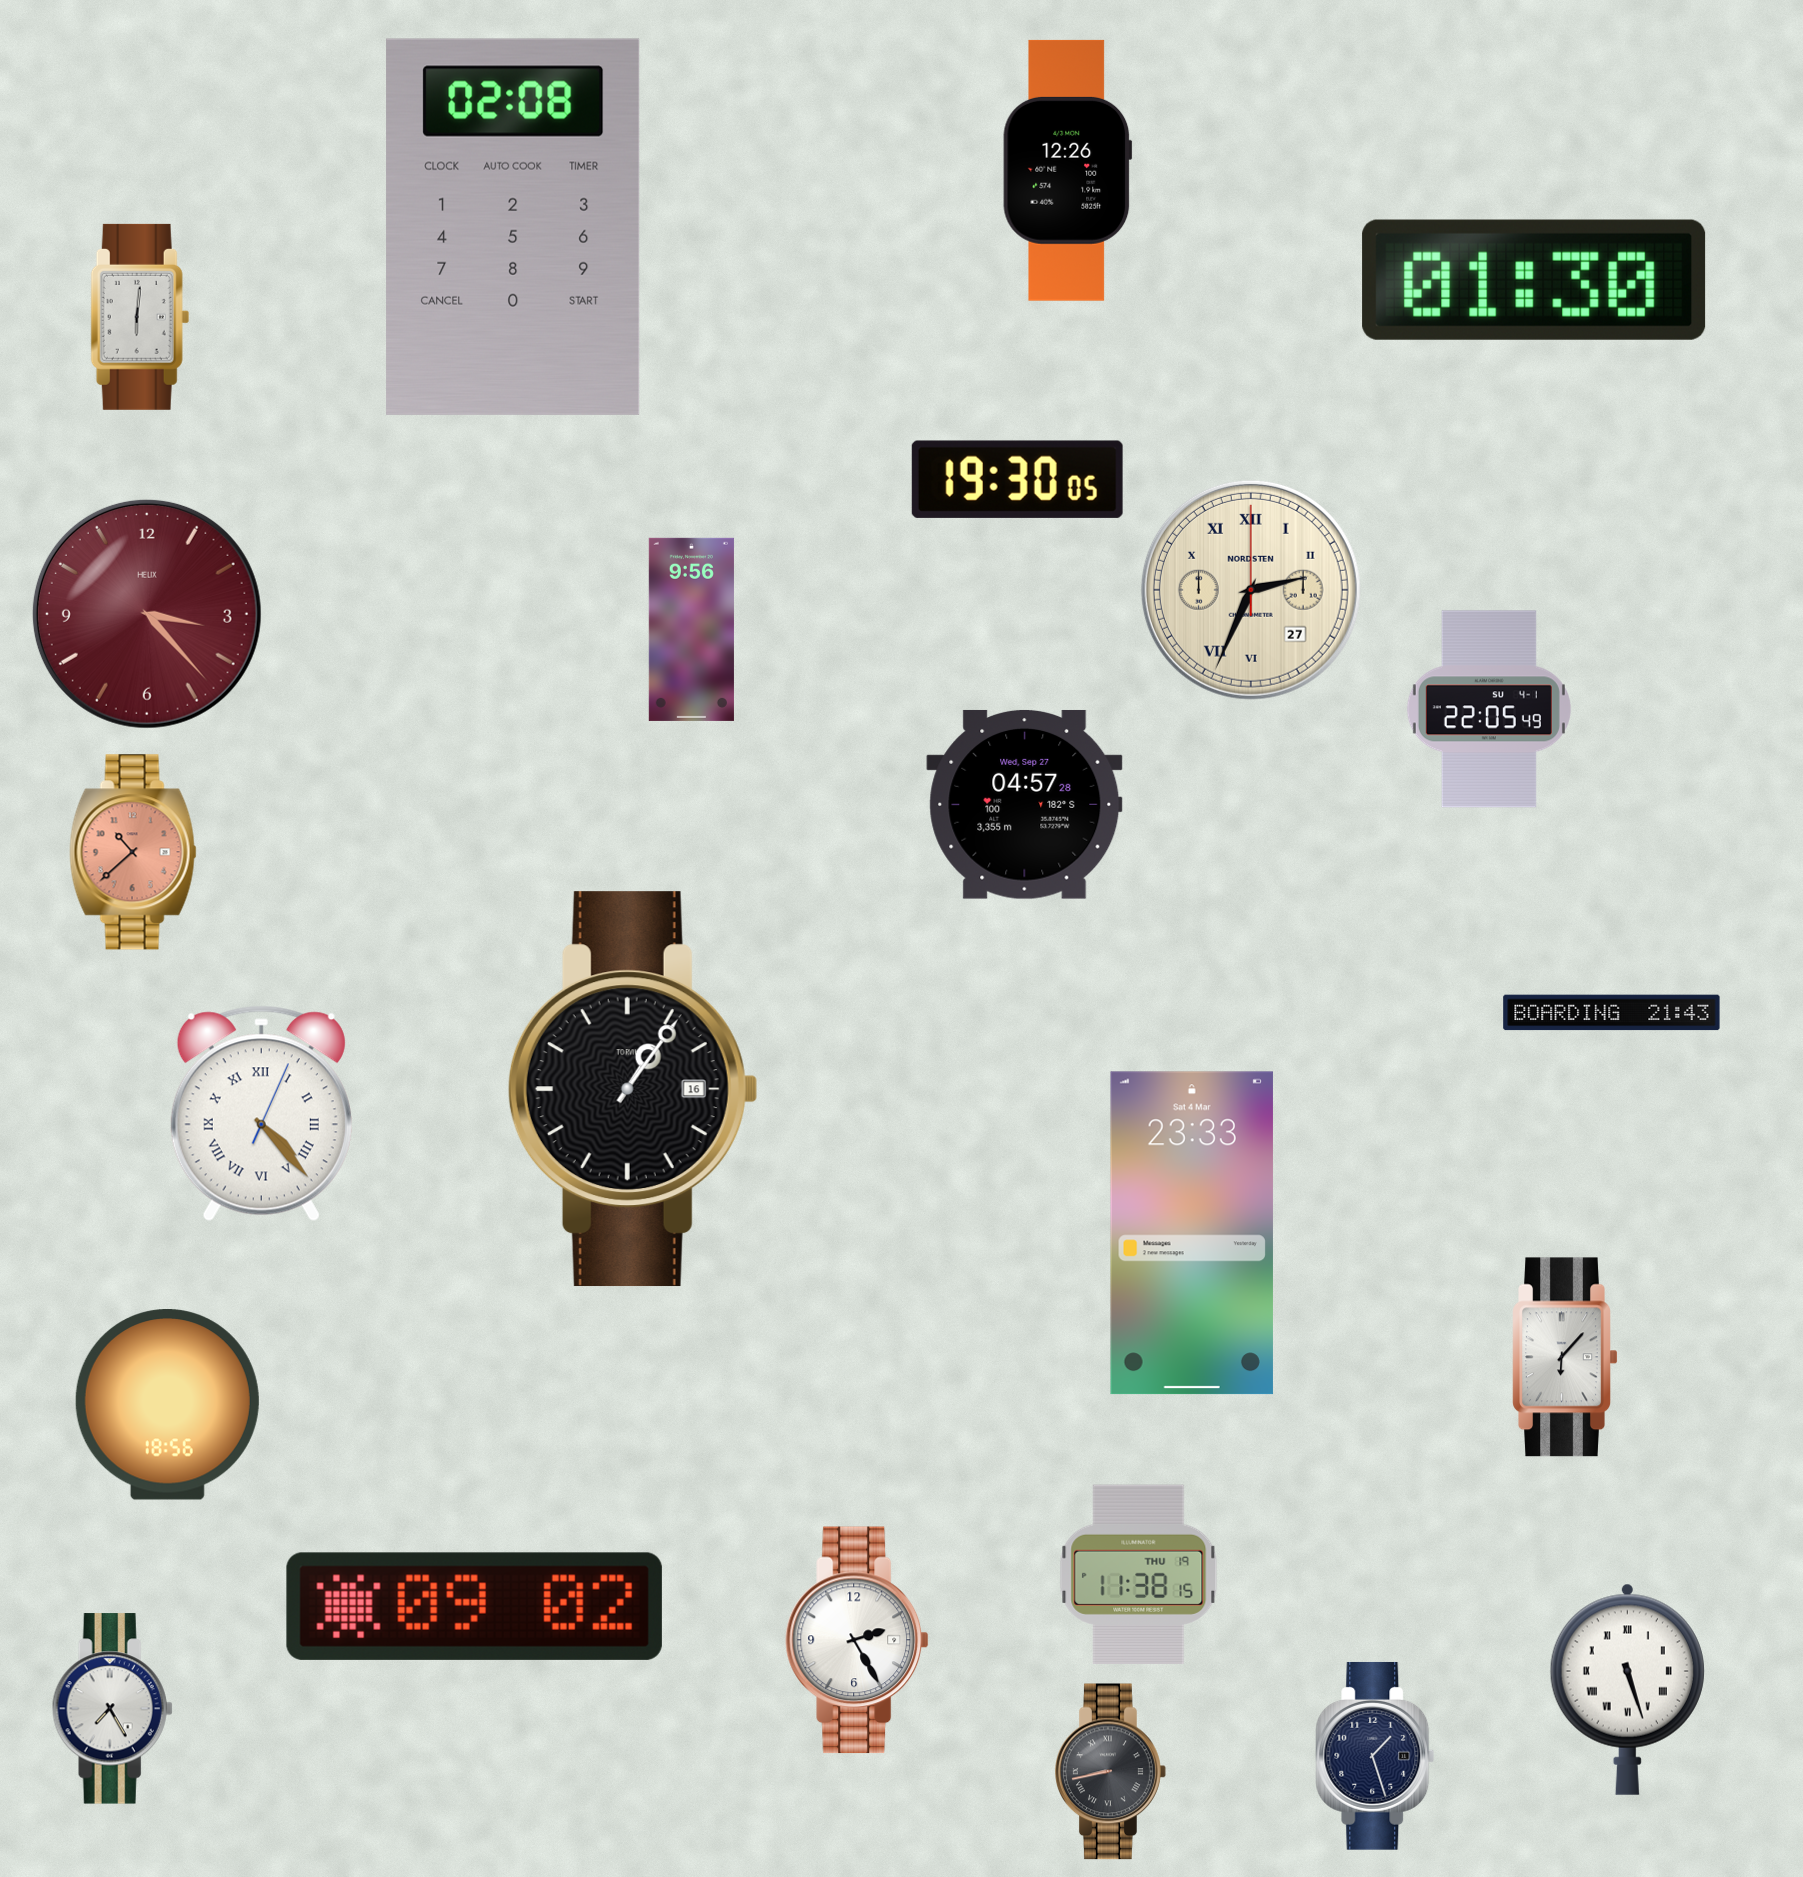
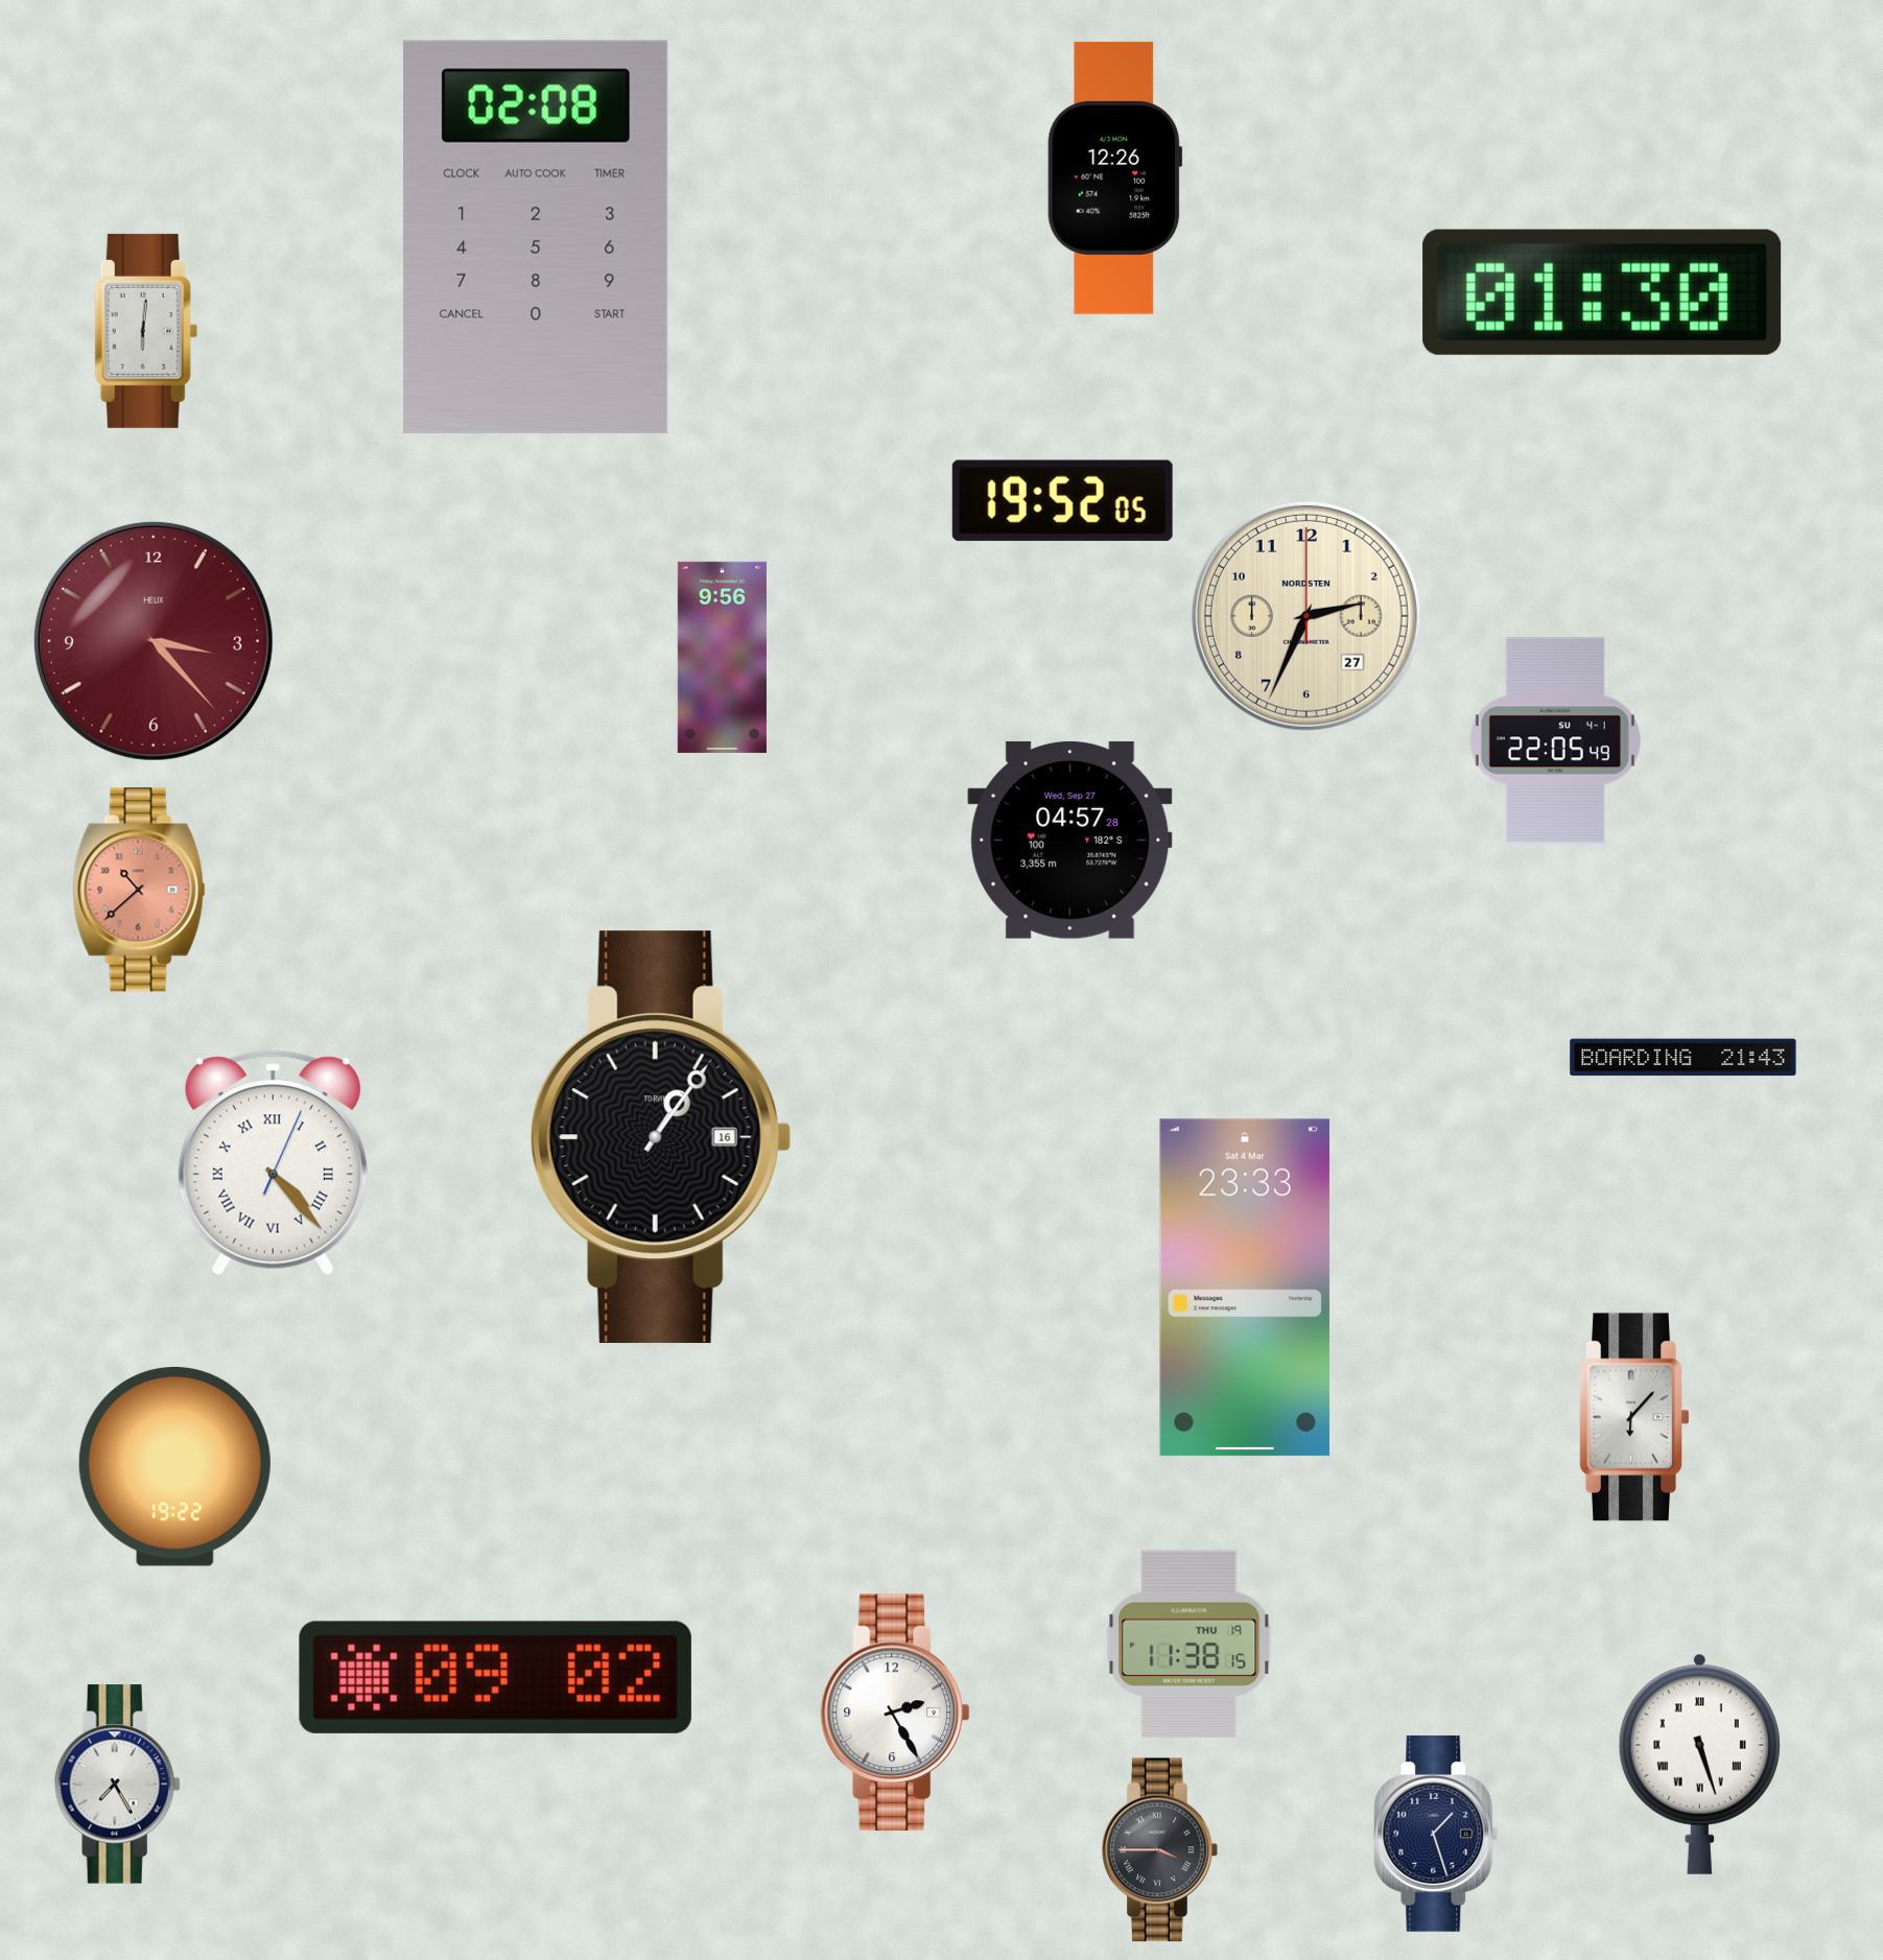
clock at (1017, 479): 19:30 -> 19:52
clock at (1251, 590) numerals: Roman -> Arabic
clock at (167, 1405): 18:56 -> 19:22
clock at (1111, 1772): 8:43 -> 3:45
